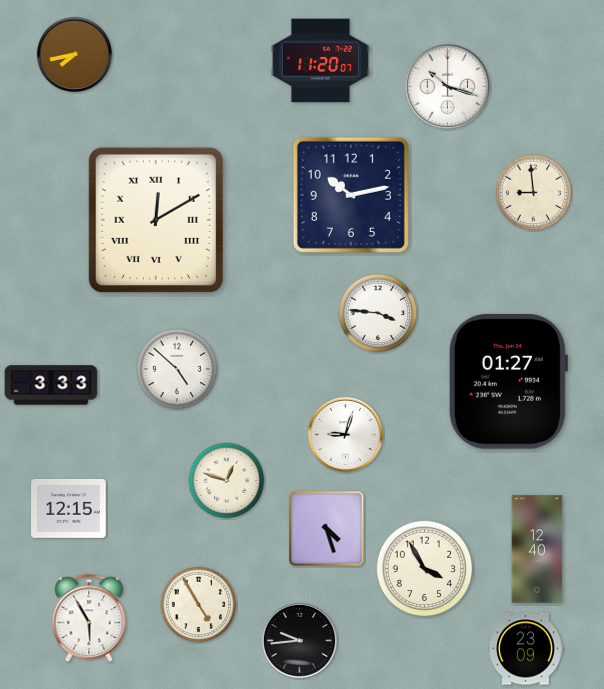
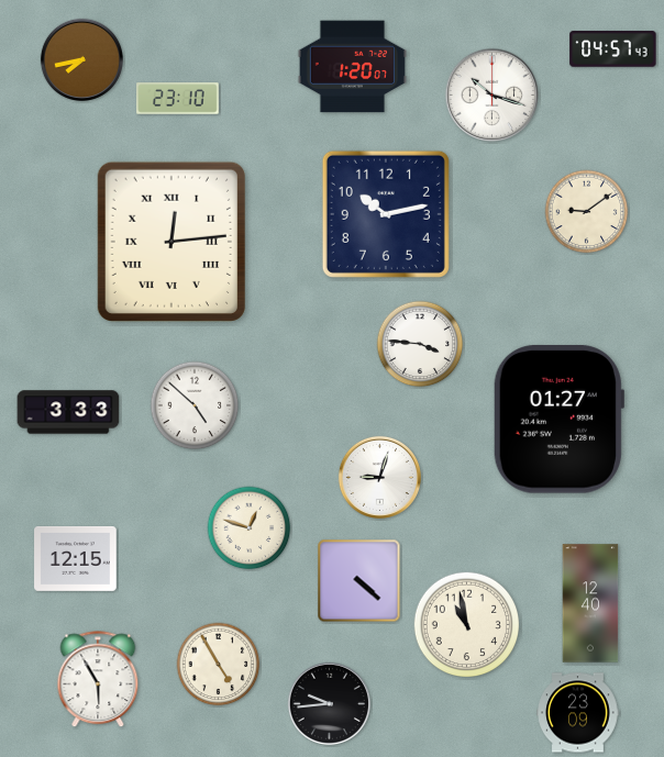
clock at (613, 49): none -> 04:57
clock at (320, 61): 11:20 -> 1:20
clock at (178, 99): none -> 23:10
clock at (534, 193): 8:59 -> 9:09
clock at (156, 220): 12:10 -> 12:14
clock at (378, 313) position: (378, 313) -> (420, 344)
clock at (51, 385) position: (51, 385) -> (68, 412)
clock at (327, 529): 4:27 -> 4:22
clock at (425, 569): 3:55 -> 10:58
